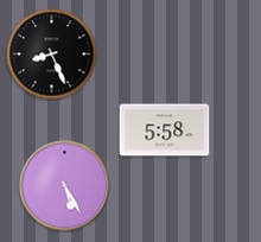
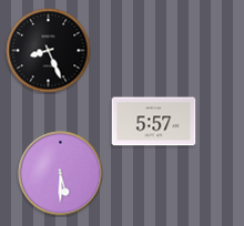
clock at (165, 130): 5:58 -> 5:57
clock at (65, 186): 5:25 -> 5:30
